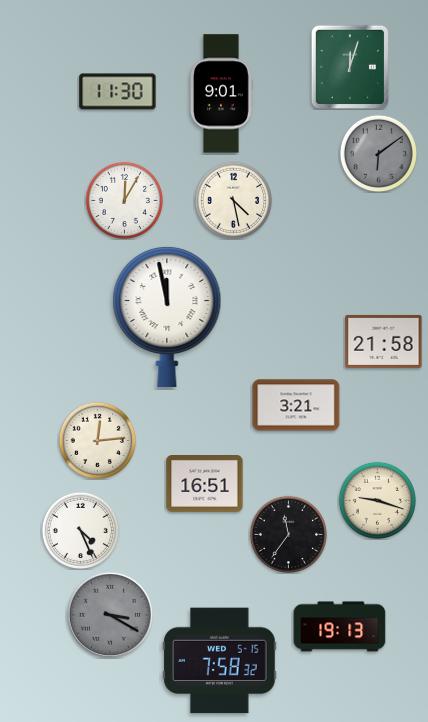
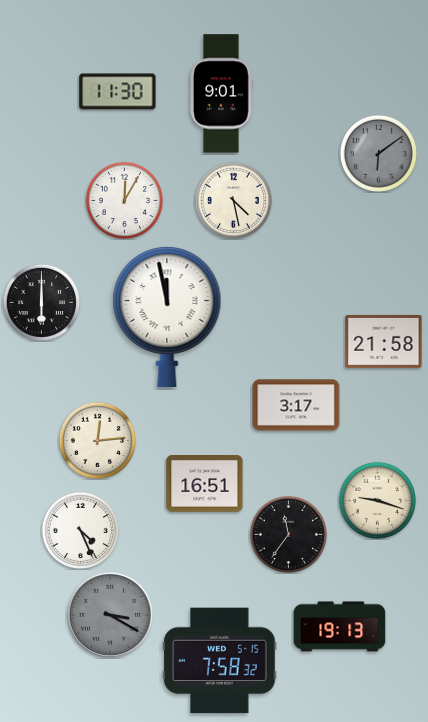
clock at (349, 66): 12:03 -> none
clock at (41, 302): none -> 6:00
clock at (296, 405): 3:21 -> 3:17
